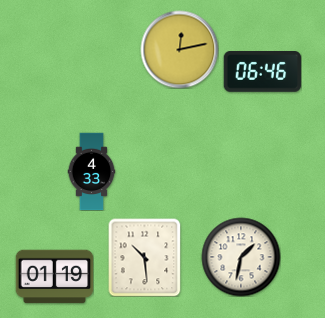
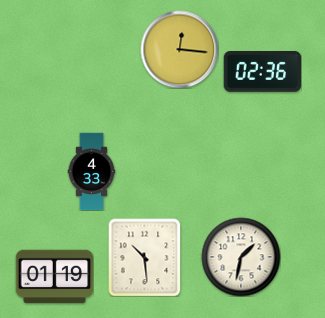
clock at (179, 49): 12:13 -> 12:16
clock at (262, 72): 06:46 -> 02:36
